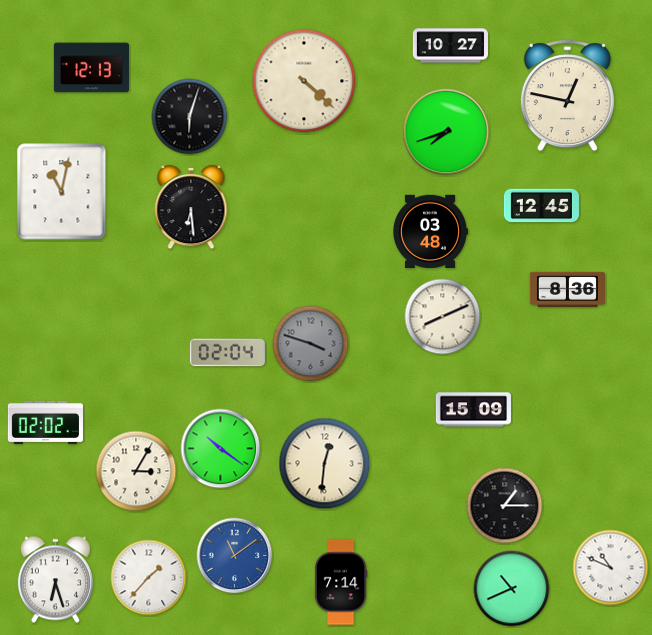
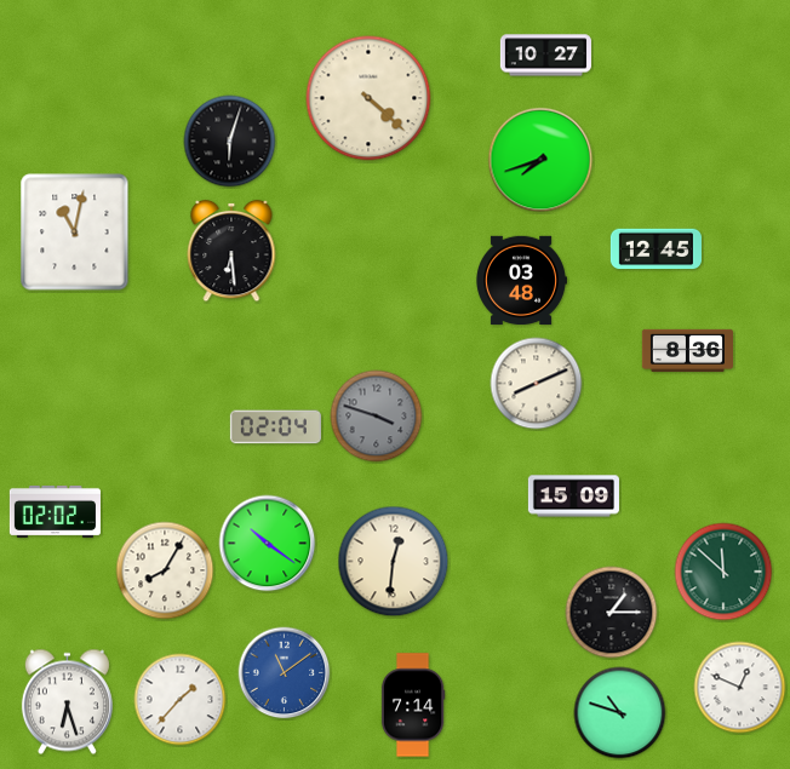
clock at (91, 68): 12:13 -> none
clock at (567, 96): 12:47 -> none
clock at (136, 471): 3:05 -> 8:05
clock at (723, 572): none -> 11:52
clock at (611, 568): 10:49 -> 12:49
clock at (512, 589): 10:41 -> 10:48
